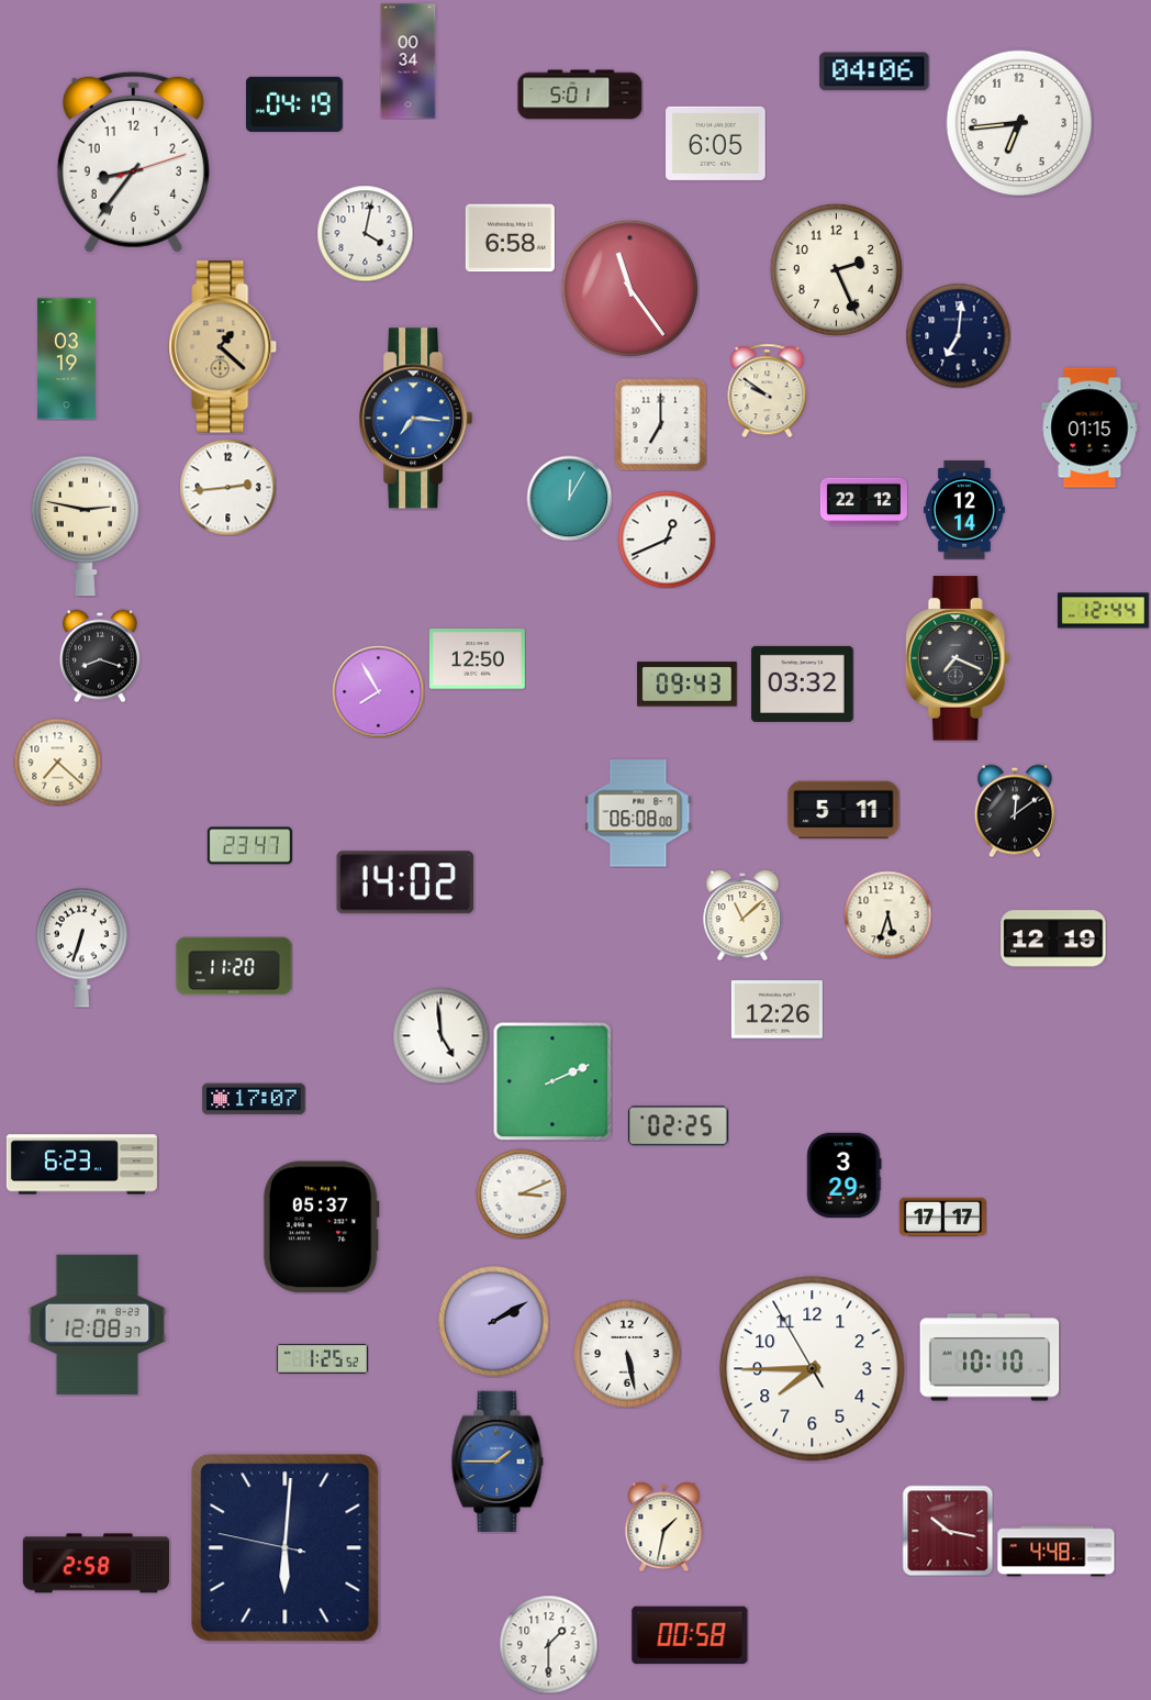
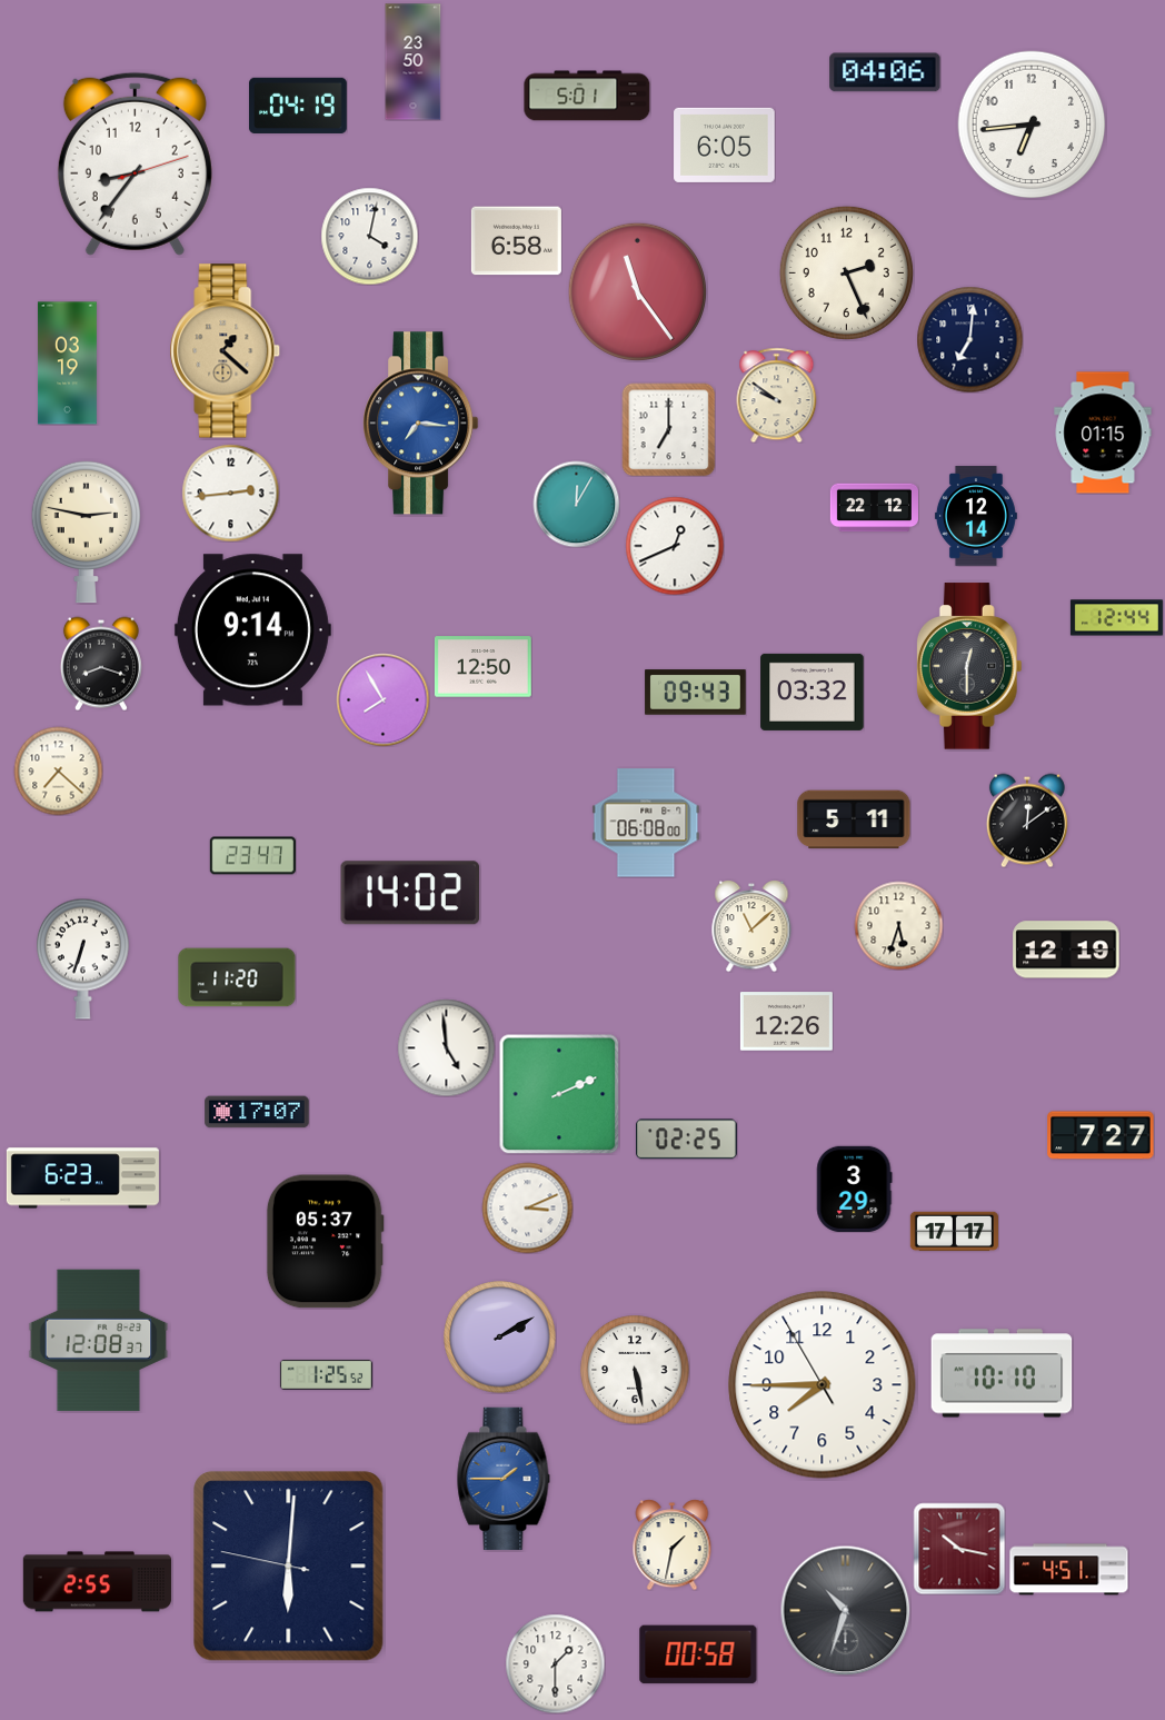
clock at (409, 62): 00:34 -> 23:50
clock at (252, 630): none -> 9:14
clock at (958, 658): 7:19 -> 12:30
clock at (1101, 1135): none -> 7:27
clock at (1057, 1552): 4:48 -> 4:51
clock at (96, 1564): 2:58 -> 2:55
clock at (845, 1610): none -> 10:33
